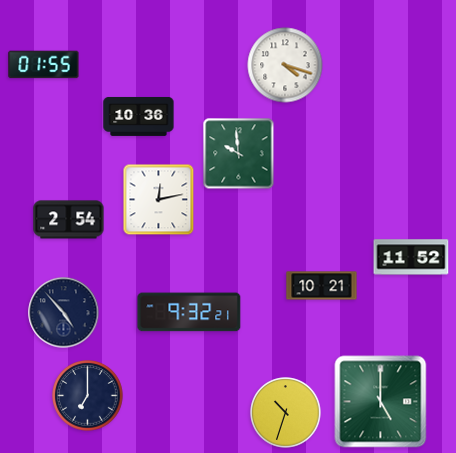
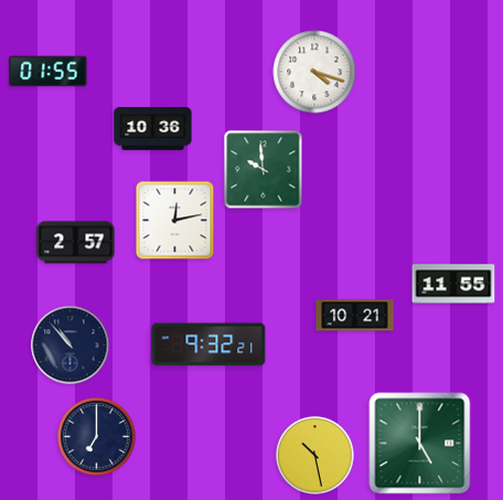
clock at (69, 220): 2:54 -> 2:57
clock at (411, 257): 11:52 -> 11:55
clock at (64, 313): 4:53 -> 10:53
clock at (286, 413): 10:33 -> 10:28
